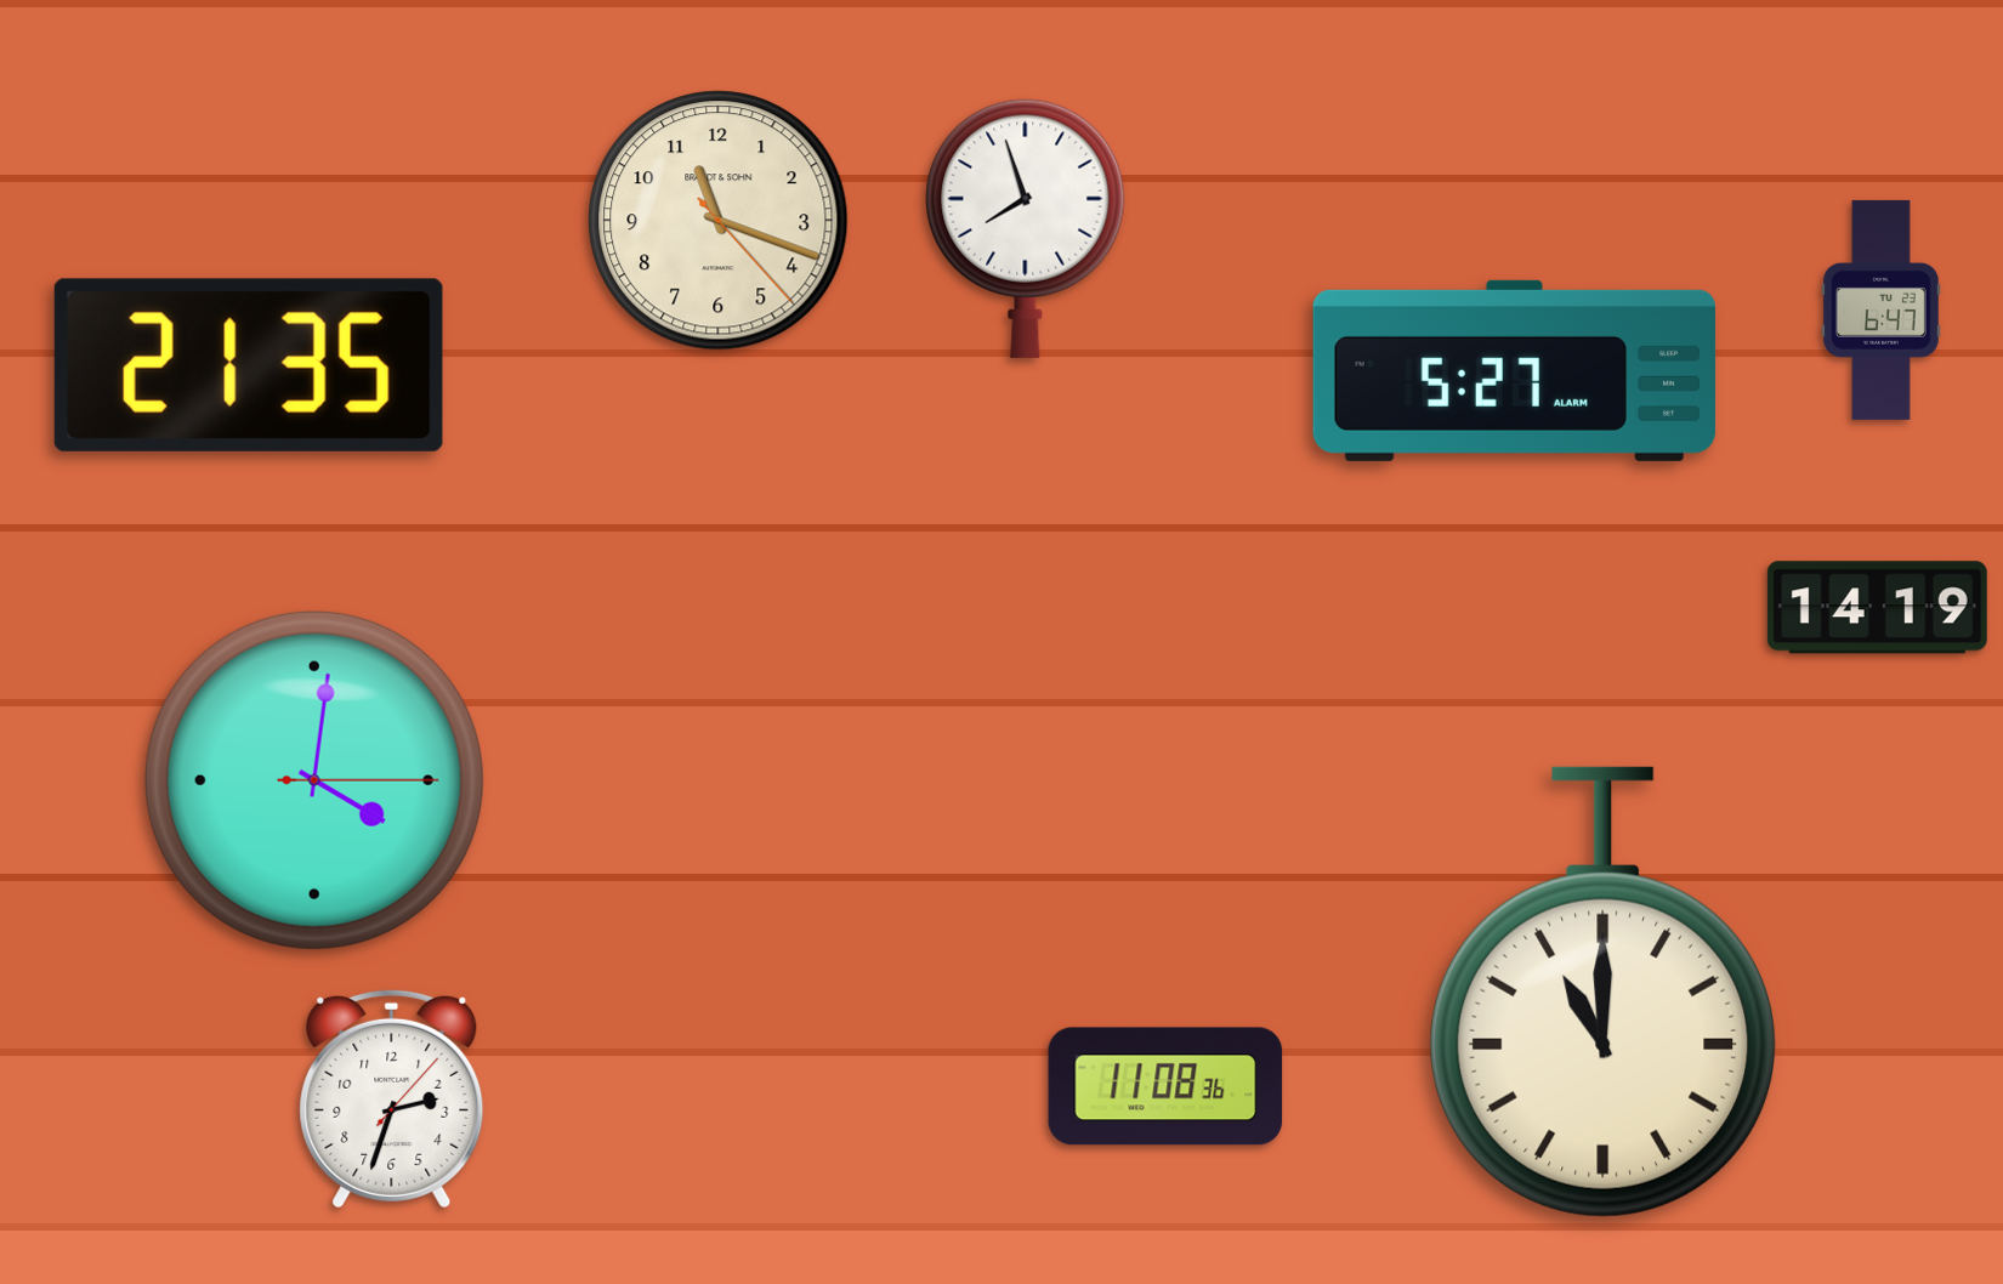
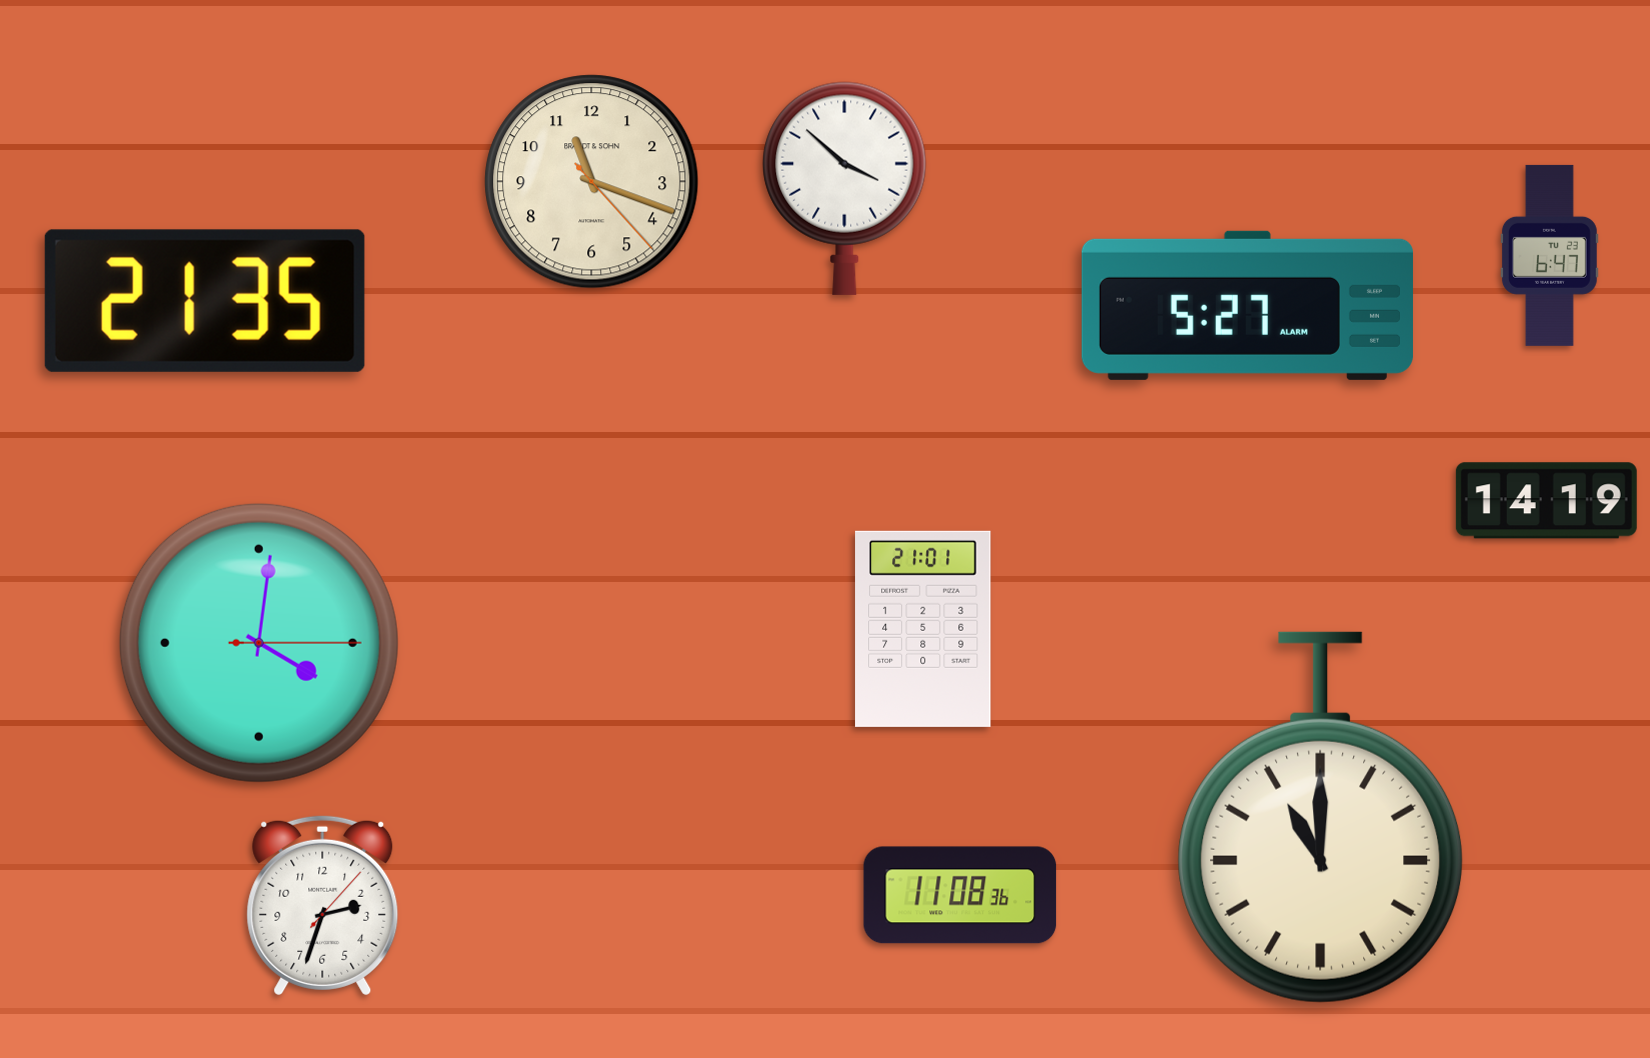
clock at (1026, 228): 7:57 -> 3:52
clock at (923, 629): none -> 21:01
